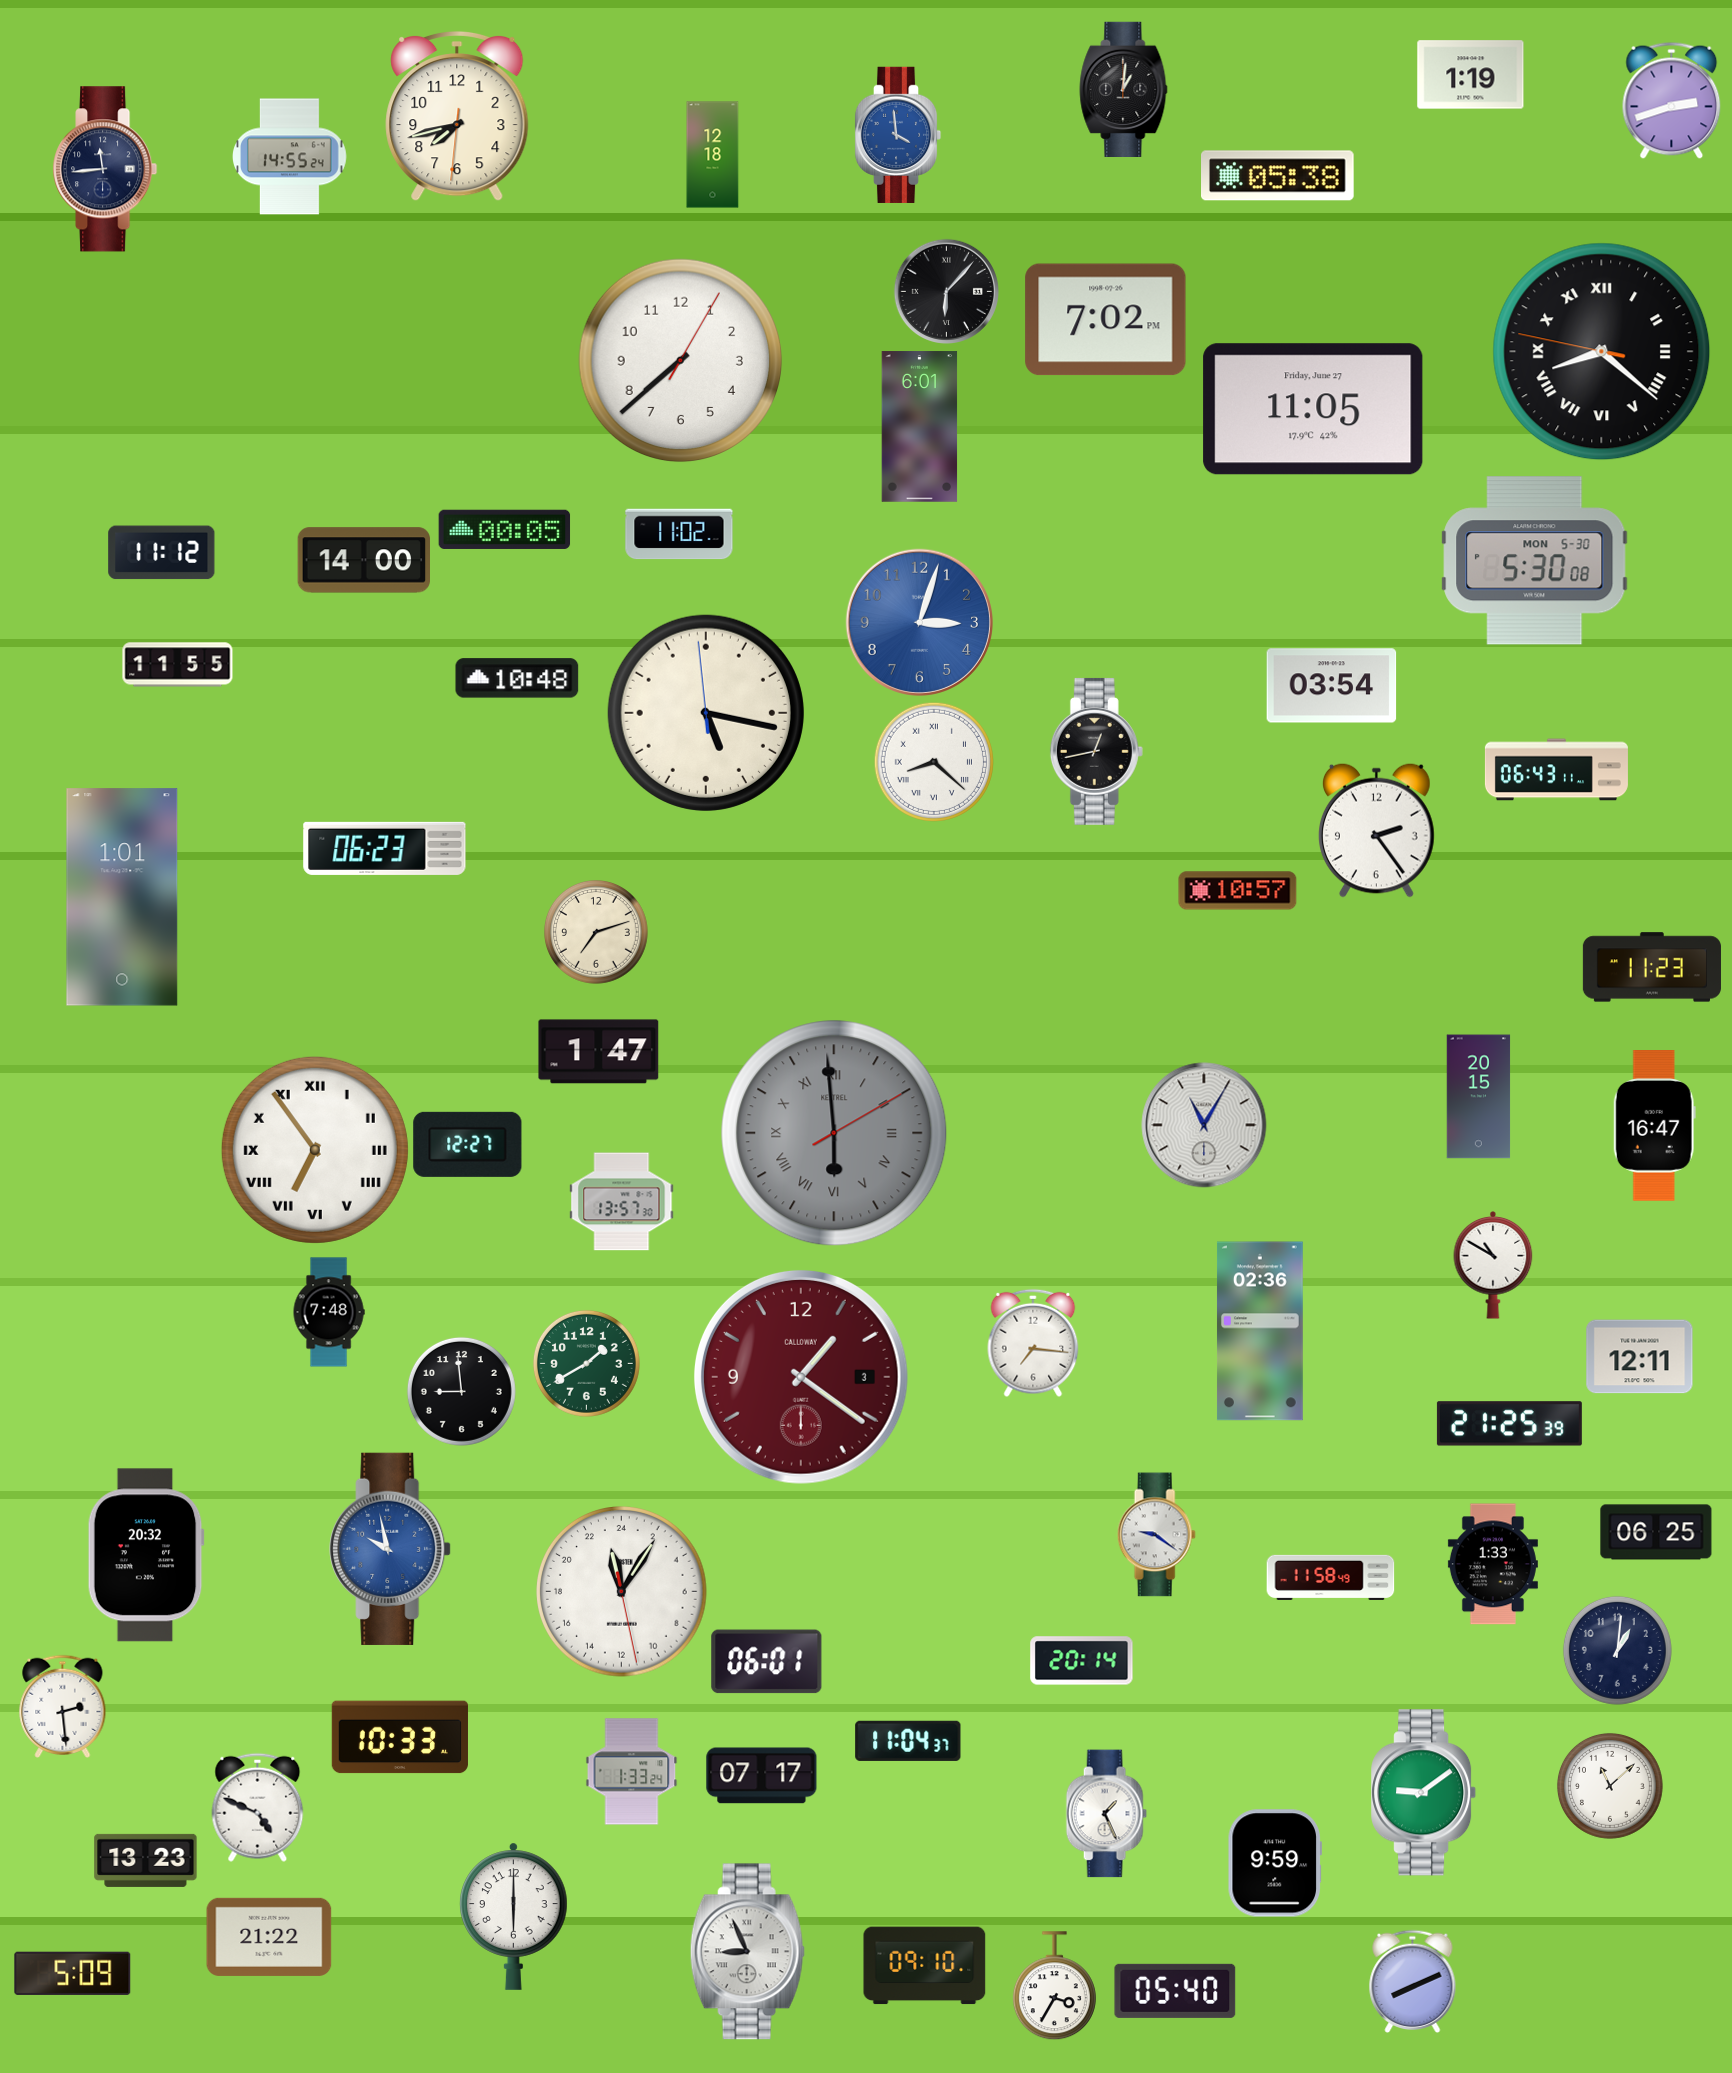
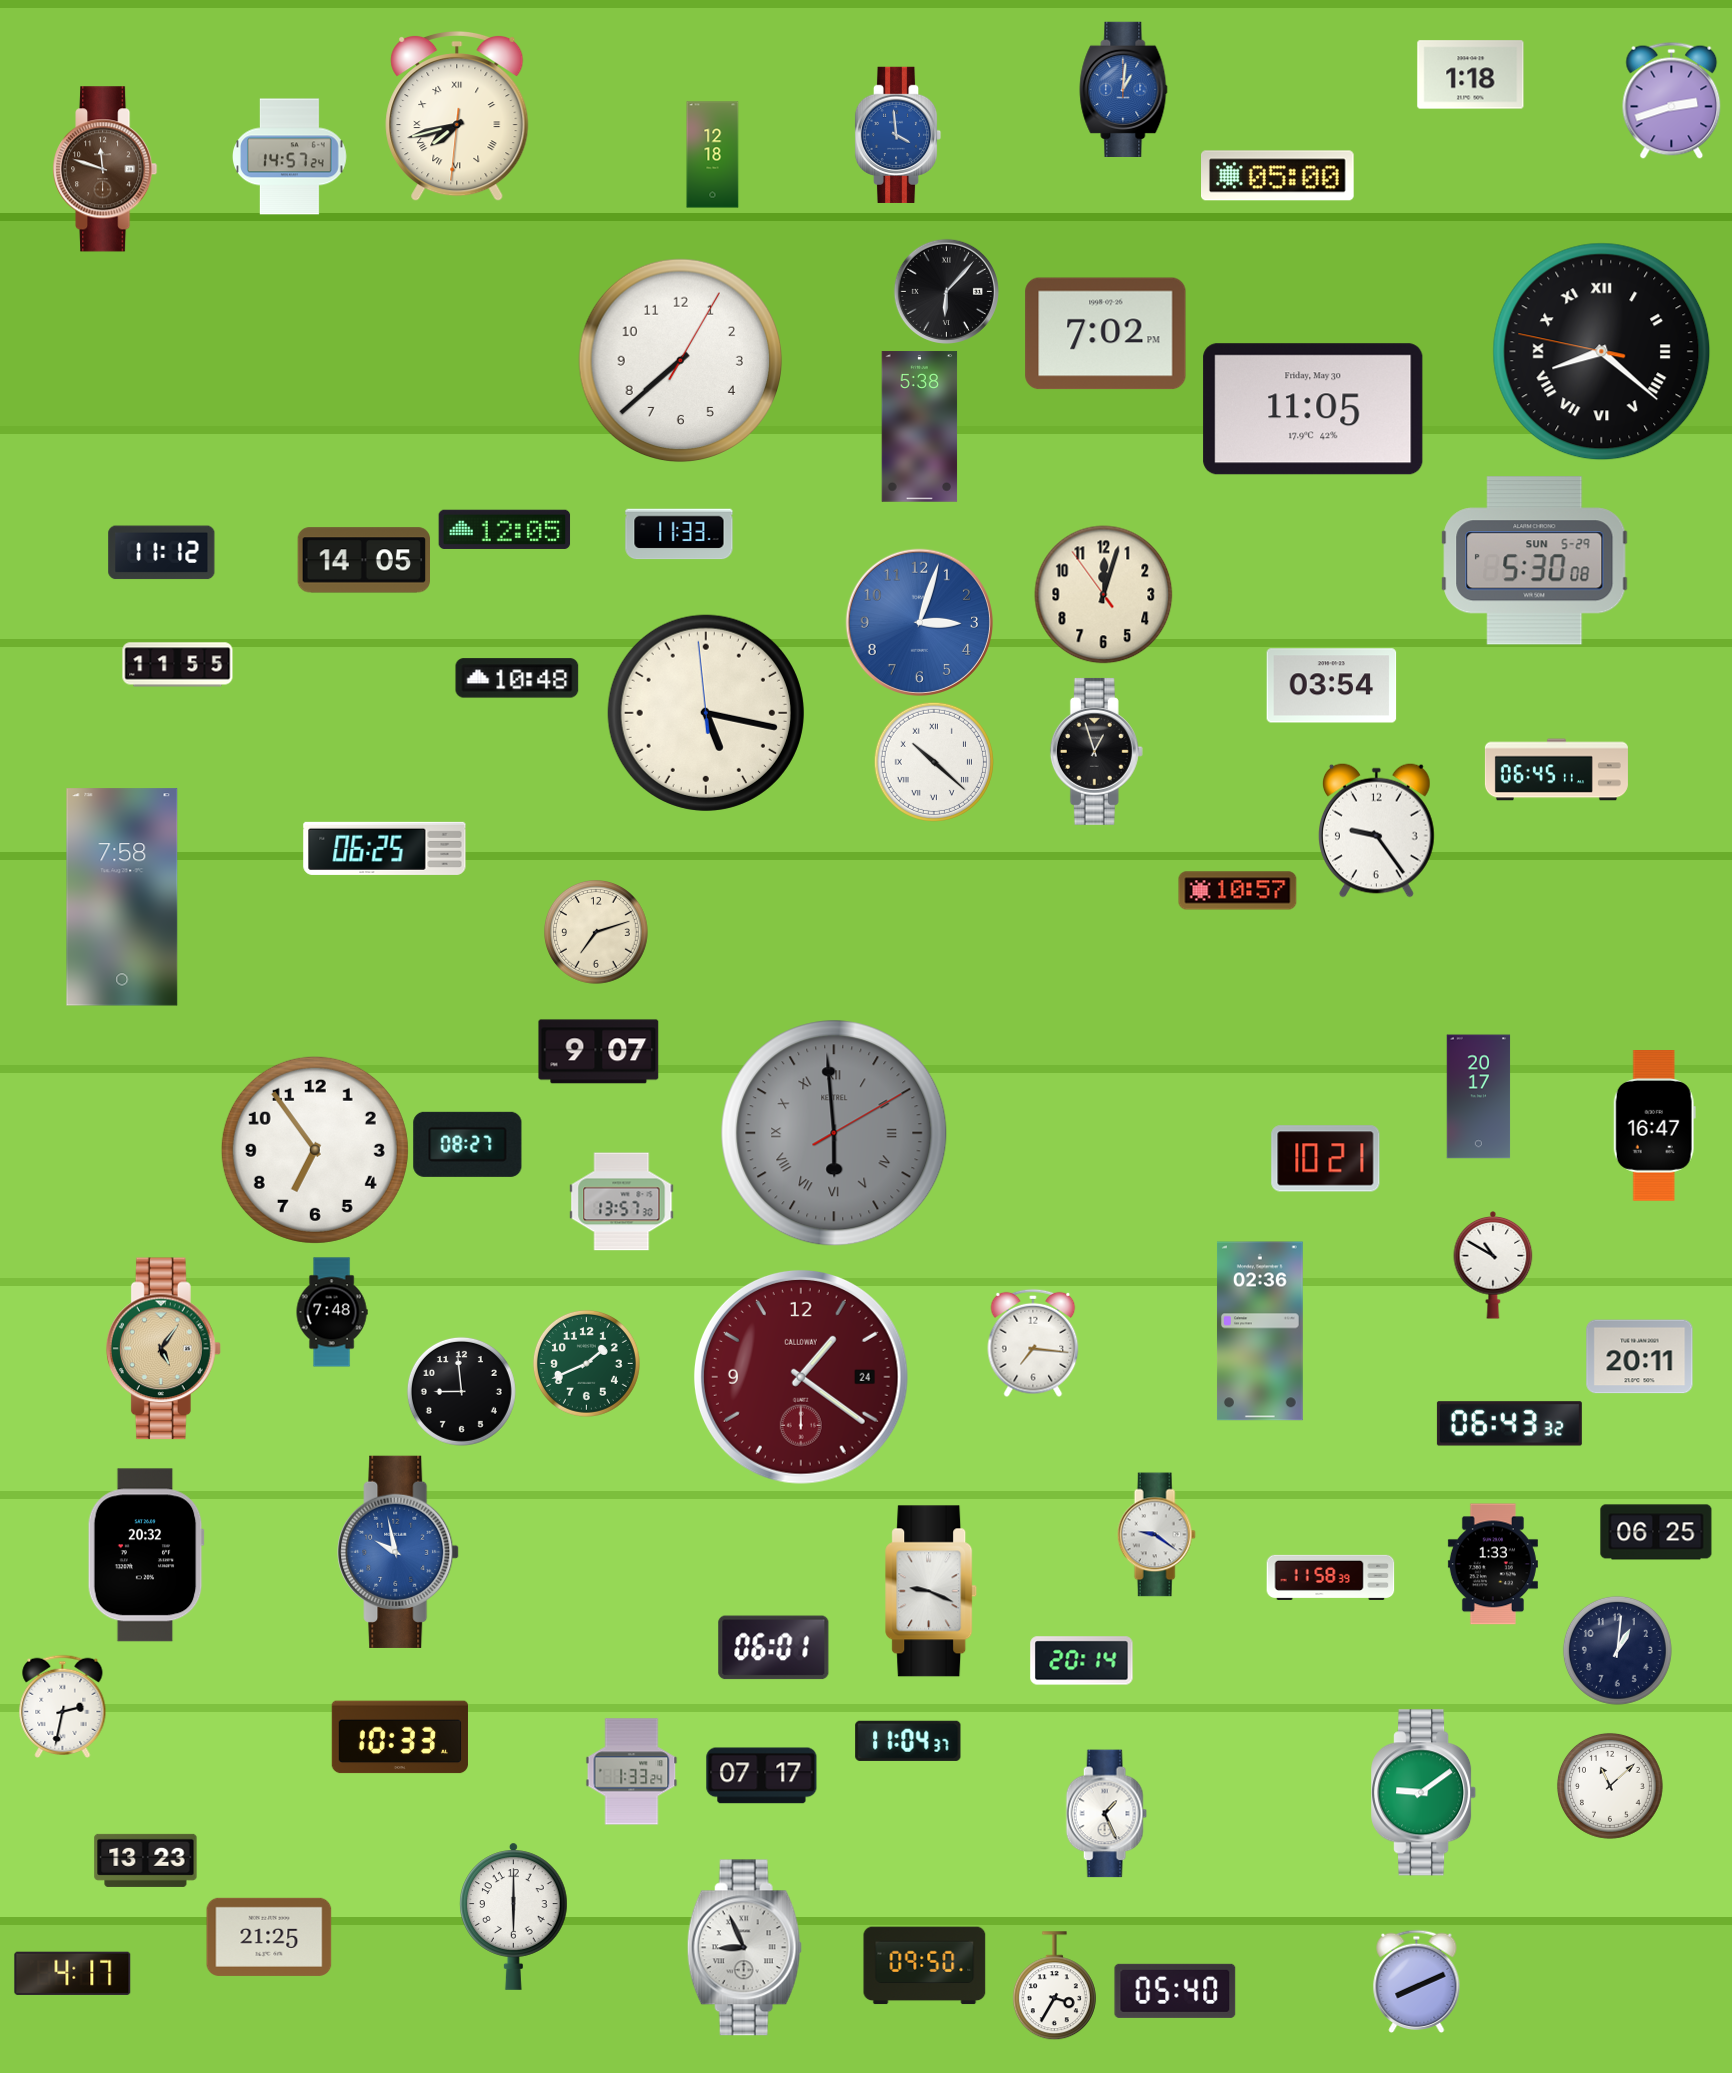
clock at (1471, 75): 1:19 -> 1:18
clock at (1124, 89) dial: black -> blue
clock at (457, 116) numerals: Arabic -> Roman
clock at (290, 157): 14:55 -> 14:57
clock at (105, 169): 11:44 -> 11:48
clock at (105, 169) dial: navy -> brown
clock at (1278, 176): 05:38 -> 05:00
clock at (1106, 320) position: (1106, 320) -> (1106, 334)
clock at (1313, 409) date: Friday, June 27 -> Friday, May 30
clock at (920, 427): 6:01 -> 5:38
clock at (505, 529): 00:05 -> 12:05
clock at (679, 534): 11:02 -> 11:33
clock at (364, 560): 14:00 -> 14:05
clock at (1535, 561) date: MON 5-30 -> SUN 5-29
clock at (1104, 595): none -> 12:02
clock at (1096, 751): 12:43 -> 12:57
clock at (934, 762): 8:22 -> 10:22
clock at (1556, 770): 06:43 -> 06:45
clock at (1376, 830): 2:24 -> 9:24
clock at (385, 848): 06:23 -> 06:25
clock at (122, 897): 1:01 -> 7:58
clock at (1652, 967): 11:23 -> none
clock at (599, 1052): 1:47 -> 9:07
clock at (1479, 1097): 20:15 -> 20:17
clock at (1204, 1125): 11:05 -> none
clock at (468, 1144): 12:27 -> 08:27
clock at (315, 1150) numerals: Roman -> Arabic
clock at (1326, 1159): none -> 10:21
clock at (329, 1312) position: (329, 1312) -> (332, 1312)
clock at (163, 1349): none -> 5:06
clock at (1640, 1357): 12:11 -> 20:11
clock at (586, 1363): 1:40 -> 1:41
clock at (801, 1377) date: 3 -> 24
clock at (1509, 1424): 21:25 -> 06:43
clock at (390, 1549) position: (390, 1549) -> (398, 1552)
clock at (1331, 1577): 11:58:49 -> 11:58:39
clock at (932, 1591): none -> 9:19
clock at (622, 1592): 23:05 -> none
clock at (767, 1662) position: (767, 1662) -> (774, 1648)
clock at (63, 1706): 2:29 -> 2:32
clock at (258, 1807): 4:49 -> none
clock at (1275, 1863): 9:59 -> none
clock at (269, 1937): 21:22 -> 21:25
clock at (747, 1952) position: (747, 1952) -> (744, 1948)
clock at (925, 1966): 09:10 -> 09:50
clock at (73, 1973): 5:09 -> 4:17
clock at (1413, 1981) position: (1413, 1981) -> (1417, 1981)
